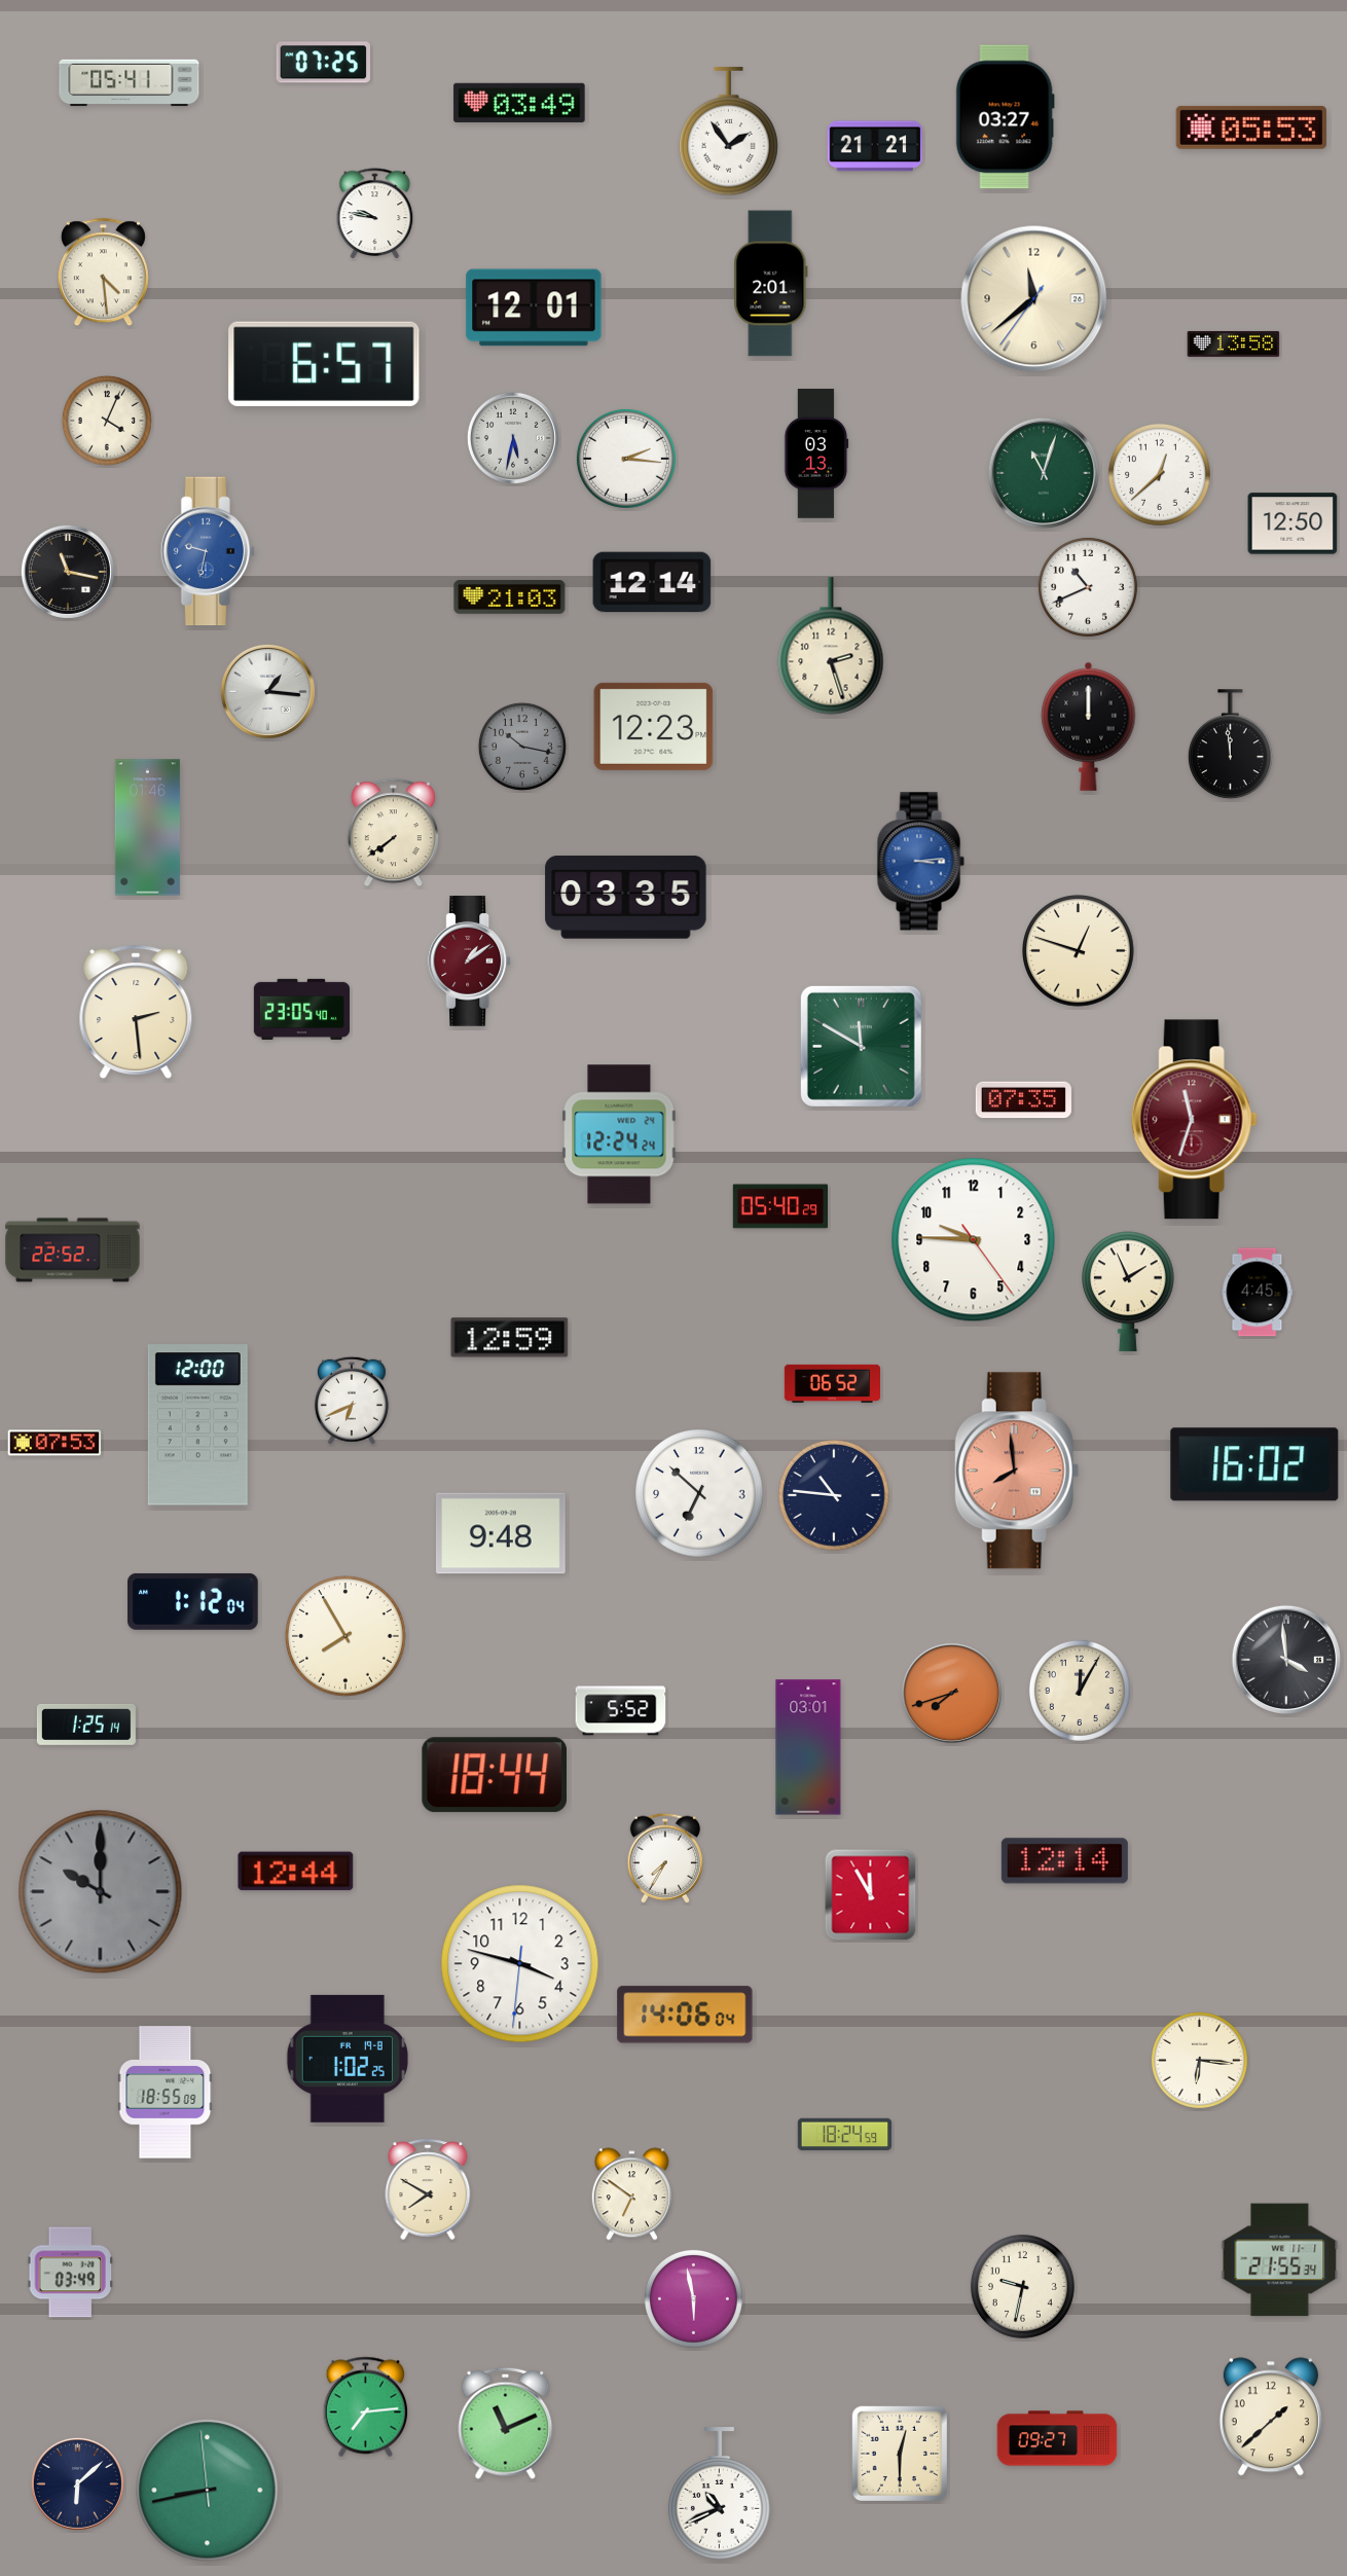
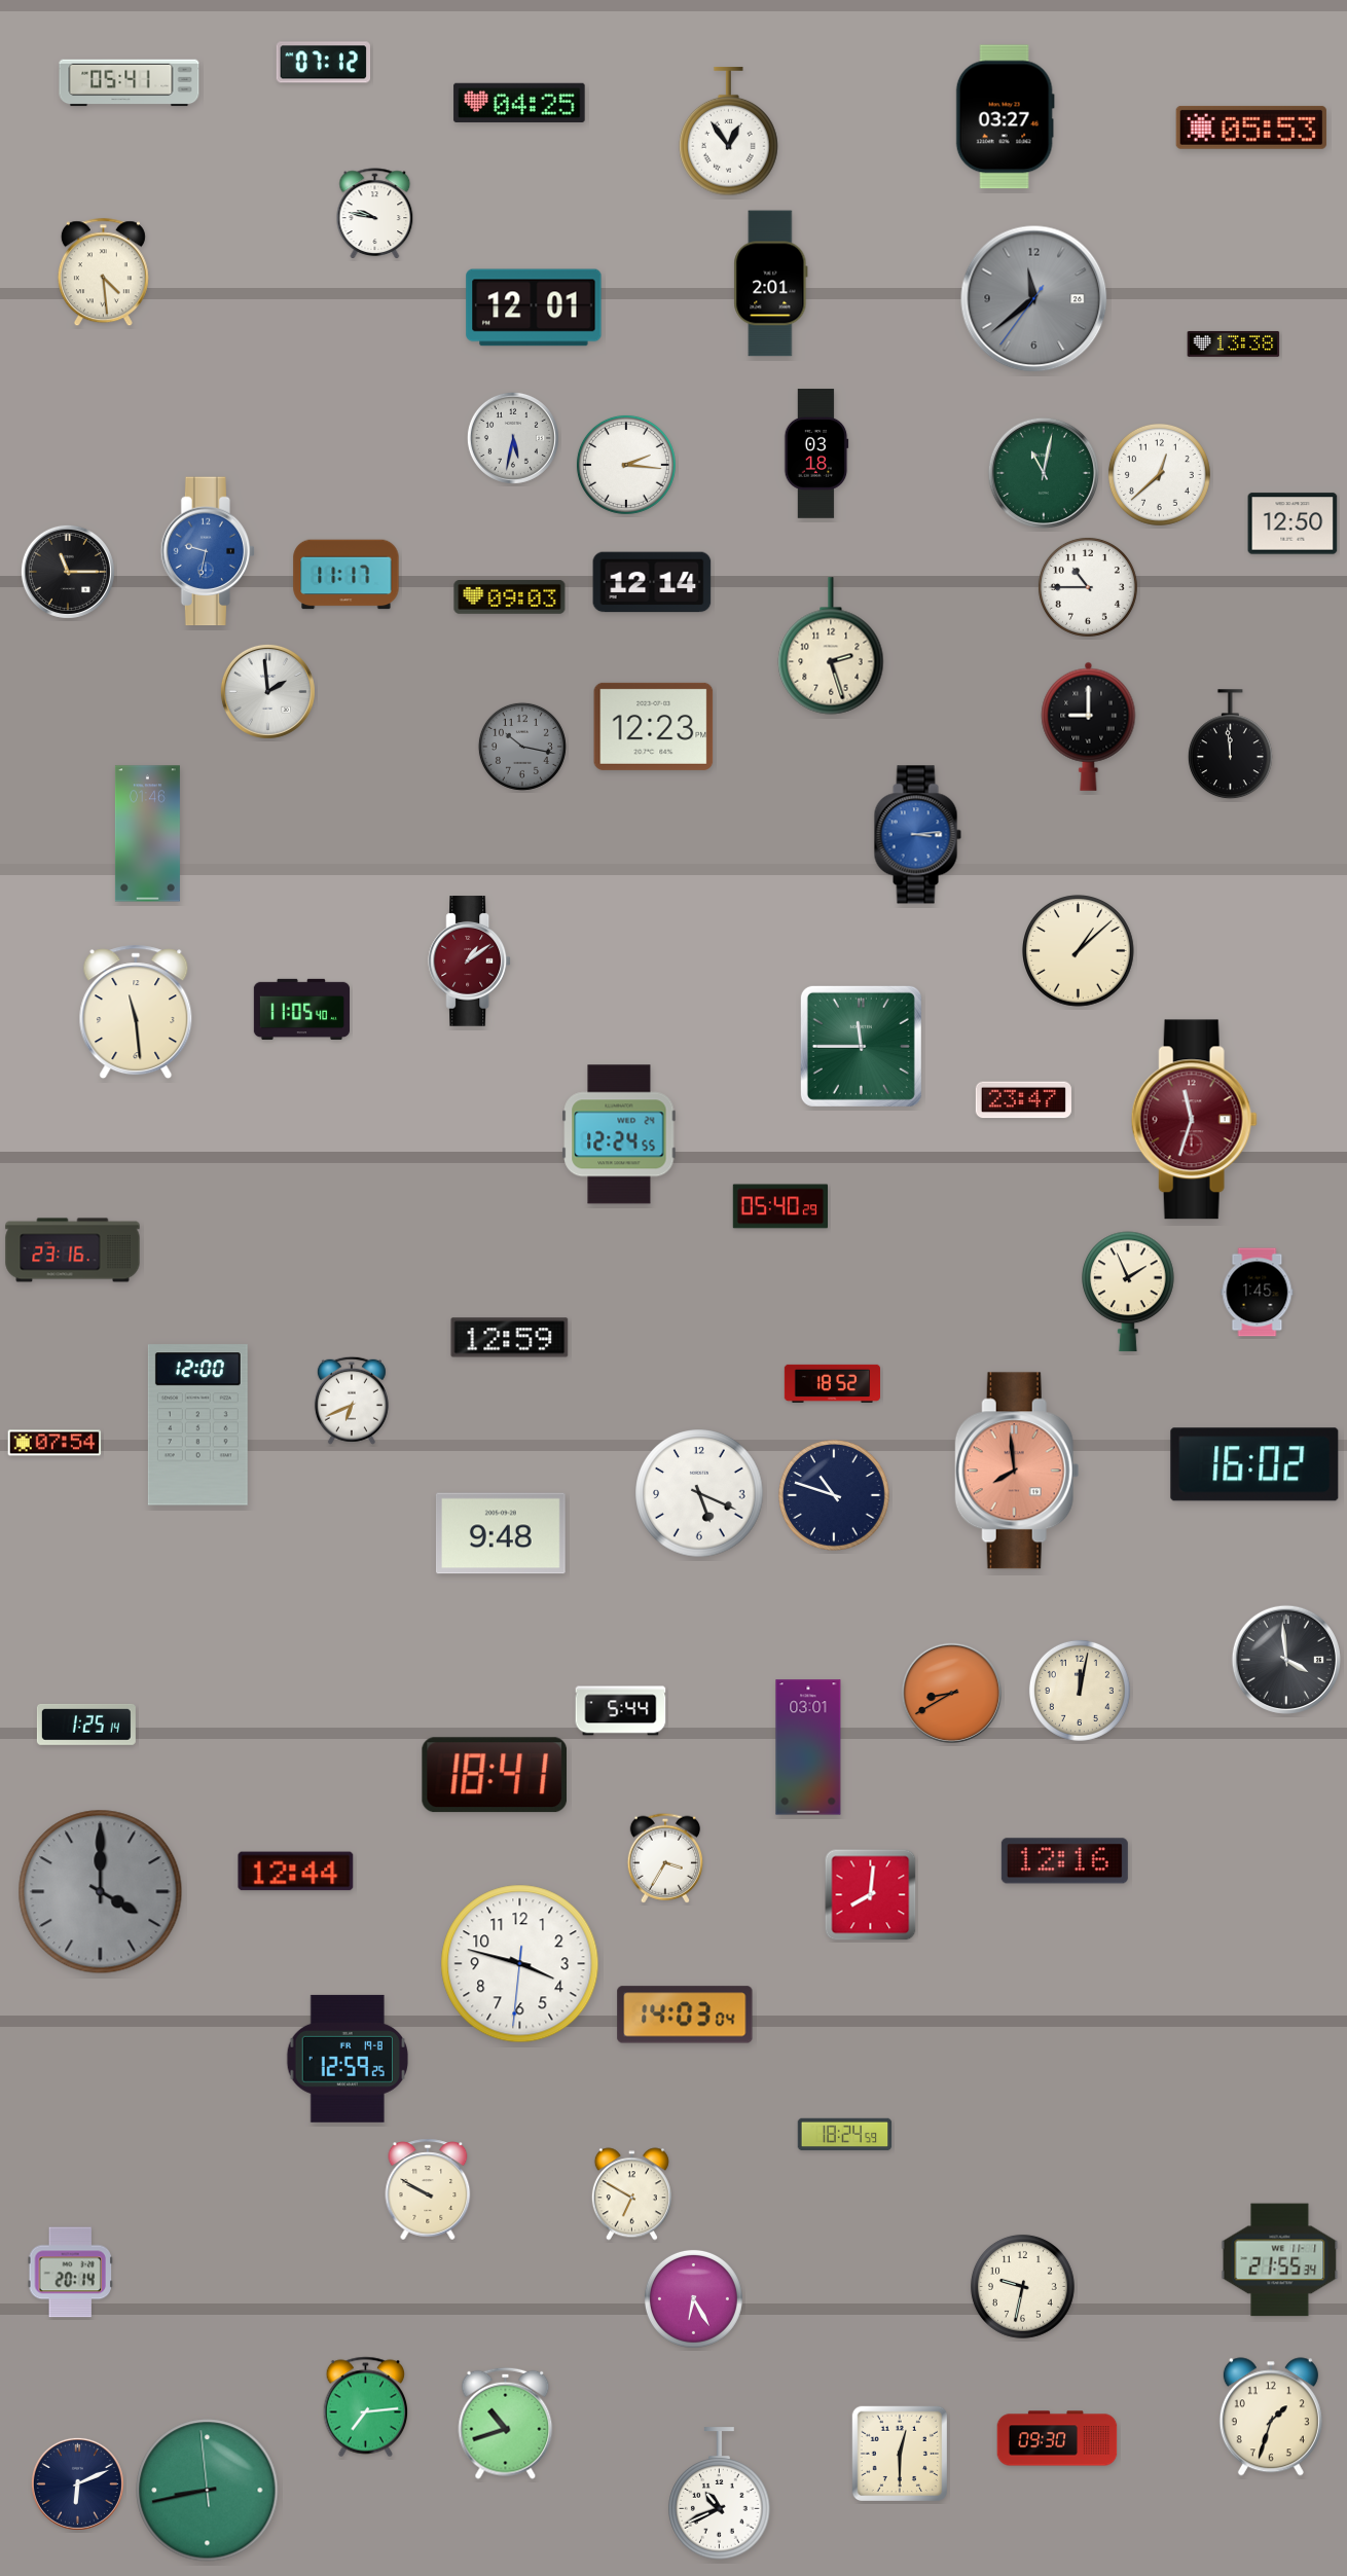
clock at (323, 63): 07:25 -> 07:12
clock at (519, 103): 03:49 -> 04:25
clock at (729, 132): 1:54 -> 12:54
clock at (874, 146): 21:21 -> none
clock at (1034, 299) dial: cream -> grey
clock at (1234, 343): 13:58 -> 13:38
clock at (324, 364): 6:57 -> none
clock at (107, 421): 4:04 -> none
clock at (816, 453): 03:13 -> 03:18
clock at (626, 459) position: (626, 459) -> (626, 465)
clock at (1044, 473): 11:03 -> 11:02
clock at (68, 572): 11:17 -> 11:15
clock at (347, 575): none -> 11:17
clock at (1088, 587): 10:41 -> 10:45
clock at (510, 597): 21:03 -> 09:03
clock at (267, 691): 1:16 -> 1:59
clock at (1089, 726): 12:00 -> 9:00
clock at (147, 828) position: (147, 828) -> (147, 834)
clock at (393, 833): 7:39 -> none
clock at (920, 862) position: (920, 862) -> (917, 835)
clock at (626, 898): 03:35 -> none
clock at (1079, 951): 12:48 -> 1:08
clock at (301, 1010): 23:05 -> 11:05
clock at (136, 1012): 2:29 -> 11:29
clock at (861, 1046): 11:50 -> 11:45
clock at (1023, 1100): 07:35 -> 23:47
clock at (619, 1134): 12:24:24 -> 12:24:55
clock at (974, 1240): 9:45 -> none
clock at (73, 1250): 22:52 -> 23:16
clock at (1258, 1293): 4:45 -> 1:45
clock at (832, 1383): 06:52 -> 18:52
clock at (54, 1443): 07:53 -> 07:54
clock at (699, 1493): 6:52 -> 5:19
clock at (835, 1496): 10:46 -> 10:48
clock at (193, 1601): 1:12 -> none
clock at (345, 1636): 7:55 -> none
clock at (1080, 1691): 12:05 -> 12:02
clock at (951, 1693): 7:42 -> 8:40
clock at (621, 1711): 5:52 -> 5:44
clock at (494, 1775): 18:44 -> 18:41
clock at (664, 1858): 7:35 -> 3:35
clock at (1064, 1861): 12:14 -> 12:16
clock at (101, 1892): 10:00 -> 4:00
clock at (871, 1895): 11:55 -> 8:01
clock at (685, 2015): 14:06 -> 14:03
clock at (348, 2059): 1:02 -> 12:59
clock at (1199, 2060): 6:16 -> none
clock at (166, 2093): 18:55 -> none
clock at (428, 2189): 7:50 -> 9:50
clock at (631, 2194): 6:51 -> 6:50
clock at (70, 2273): 03:49 -> 20:14
clock at (693, 2298): 5:58 -> 6:25
clock at (1271, 2417): 1:38 -> 1:33
clock at (506, 2423): 11:11 -> 10:42
clock at (1057, 2438): 09:27 -> 09:30
clock at (77, 2483): 6:08 -> 6:11
